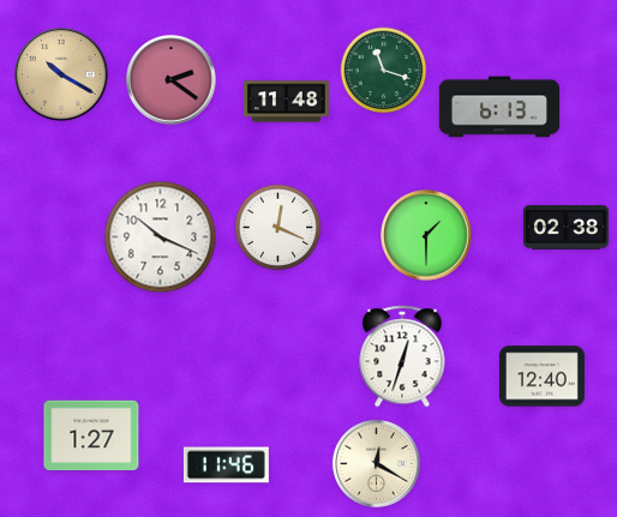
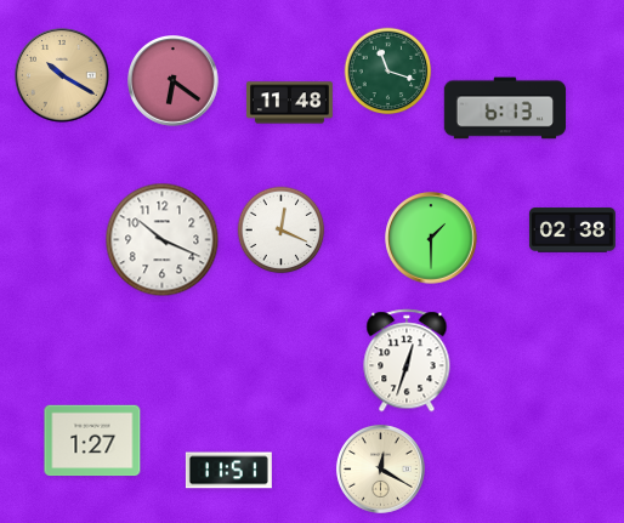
clock at (172, 80): 2:21 -> 6:21
clock at (541, 377): 12:40 -> none
clock at (226, 465): 11:46 -> 11:51
